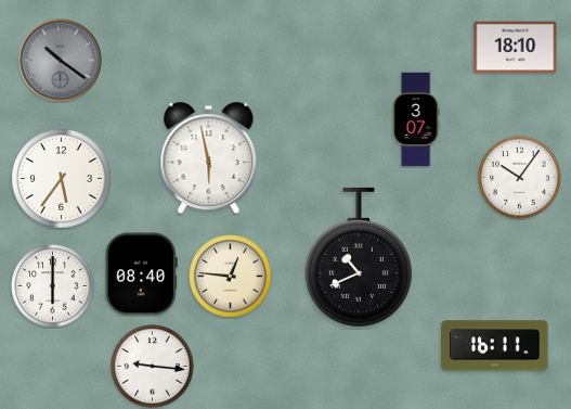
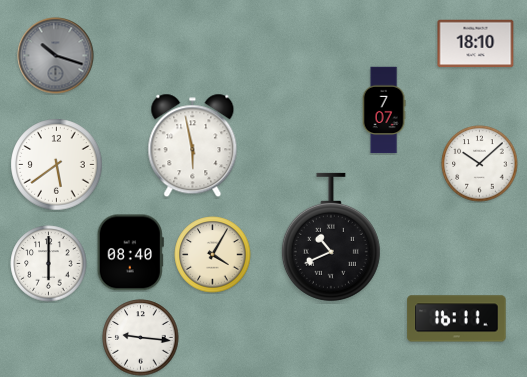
clock at (61, 61): 10:21 -> 10:18
clock at (416, 119): 3:07 -> 7:07
clock at (520, 178): 10:06 -> 10:08
clock at (62, 179): 5:36 -> 5:39
clock at (231, 277): 12:46 -> 4:05
